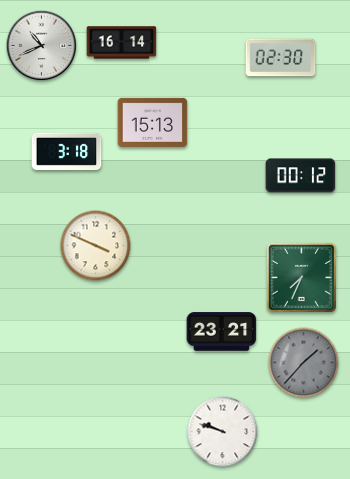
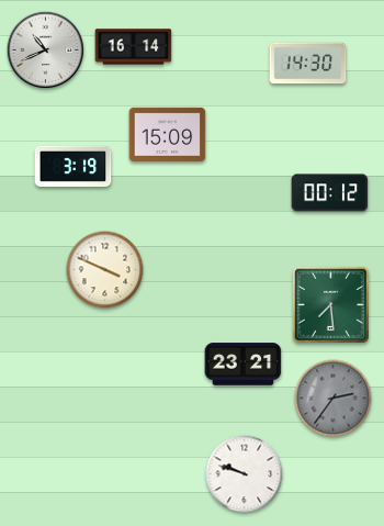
clock at (281, 58): 02:30 -> 14:30
clock at (153, 122): 15:13 -> 15:09
clock at (67, 151): 3:18 -> 3:19
clock at (301, 277): 7:34 -> 7:29
clock at (304, 363): 1:37 -> 2:36
